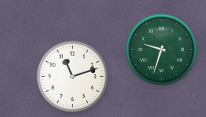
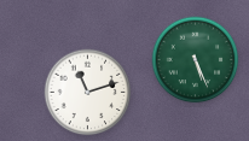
clock at (162, 50): 9:33 -> 5:26
